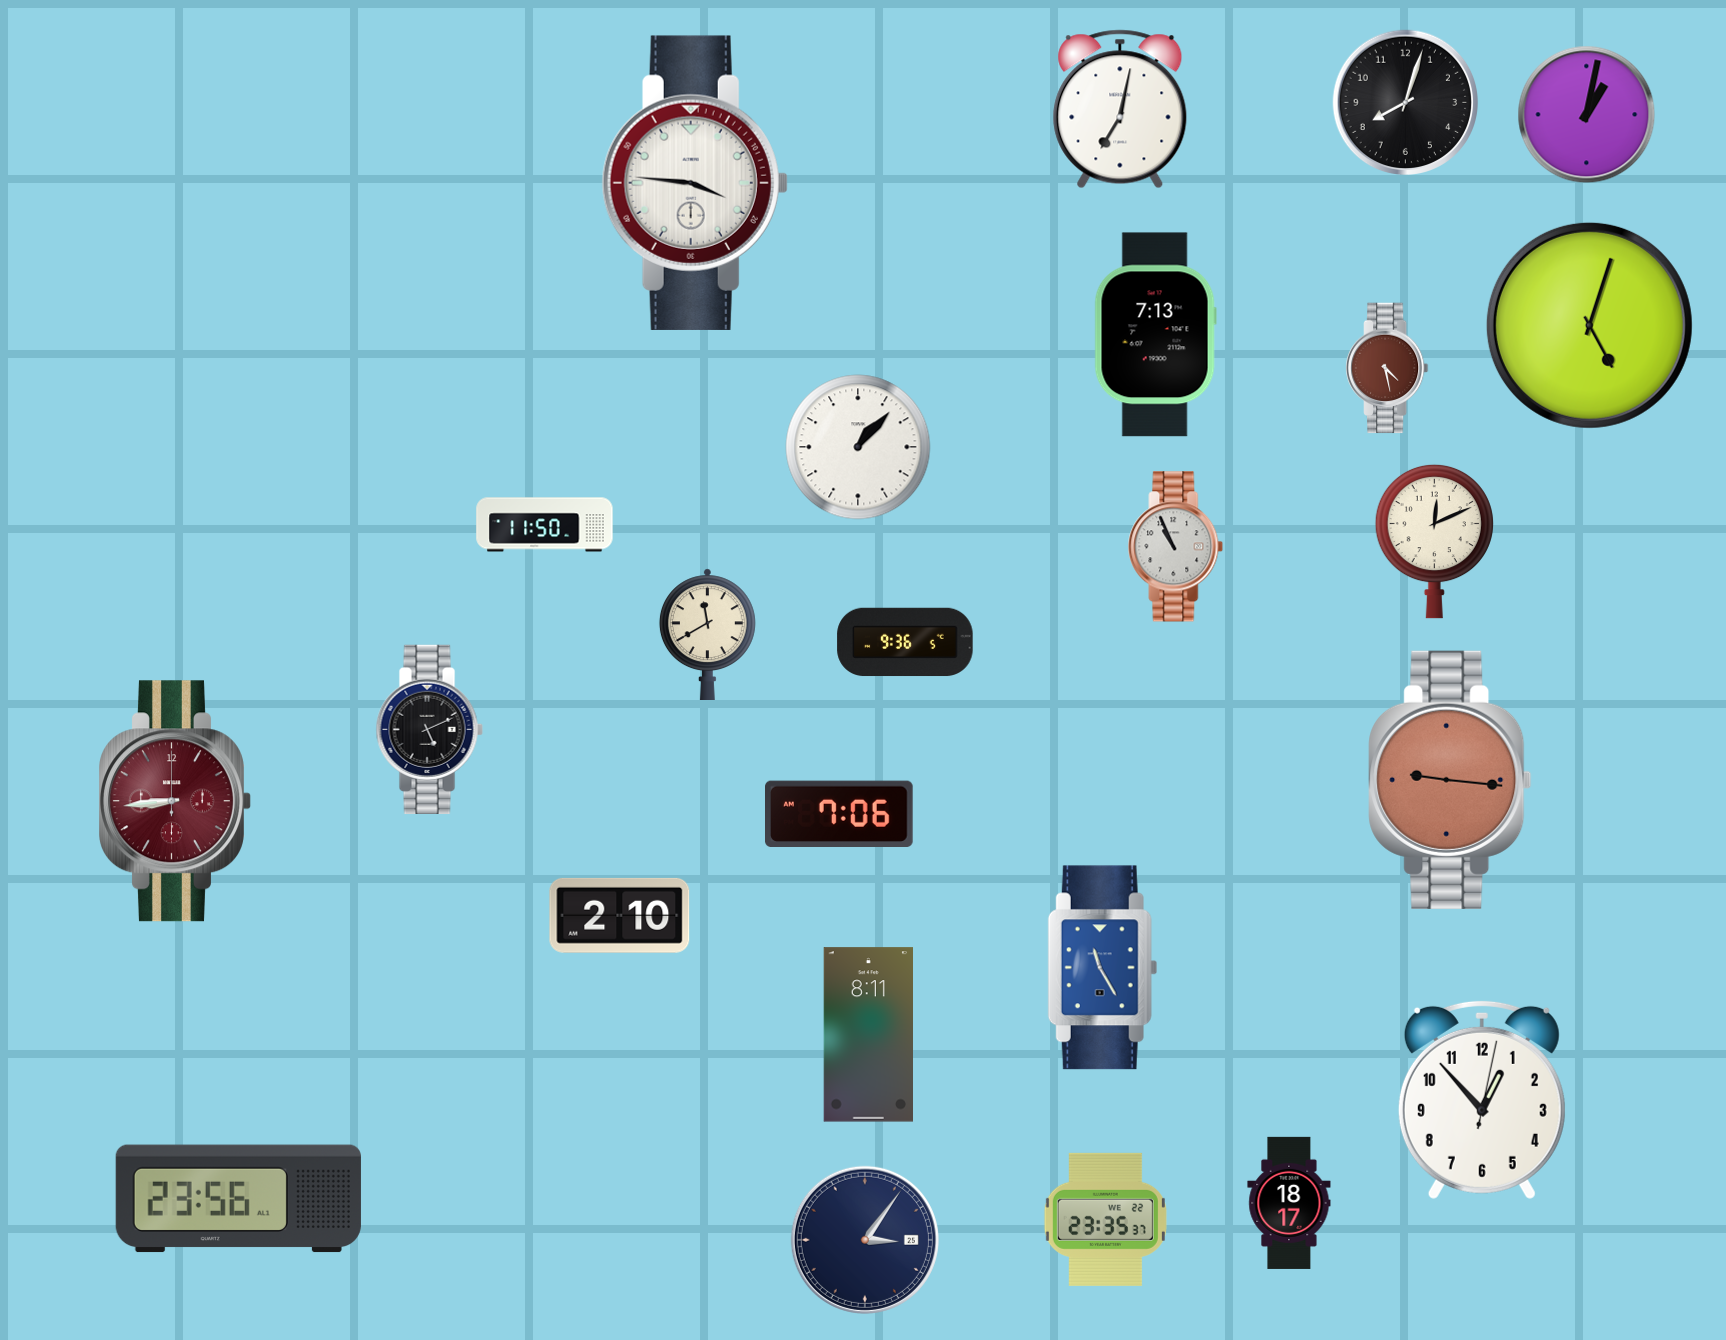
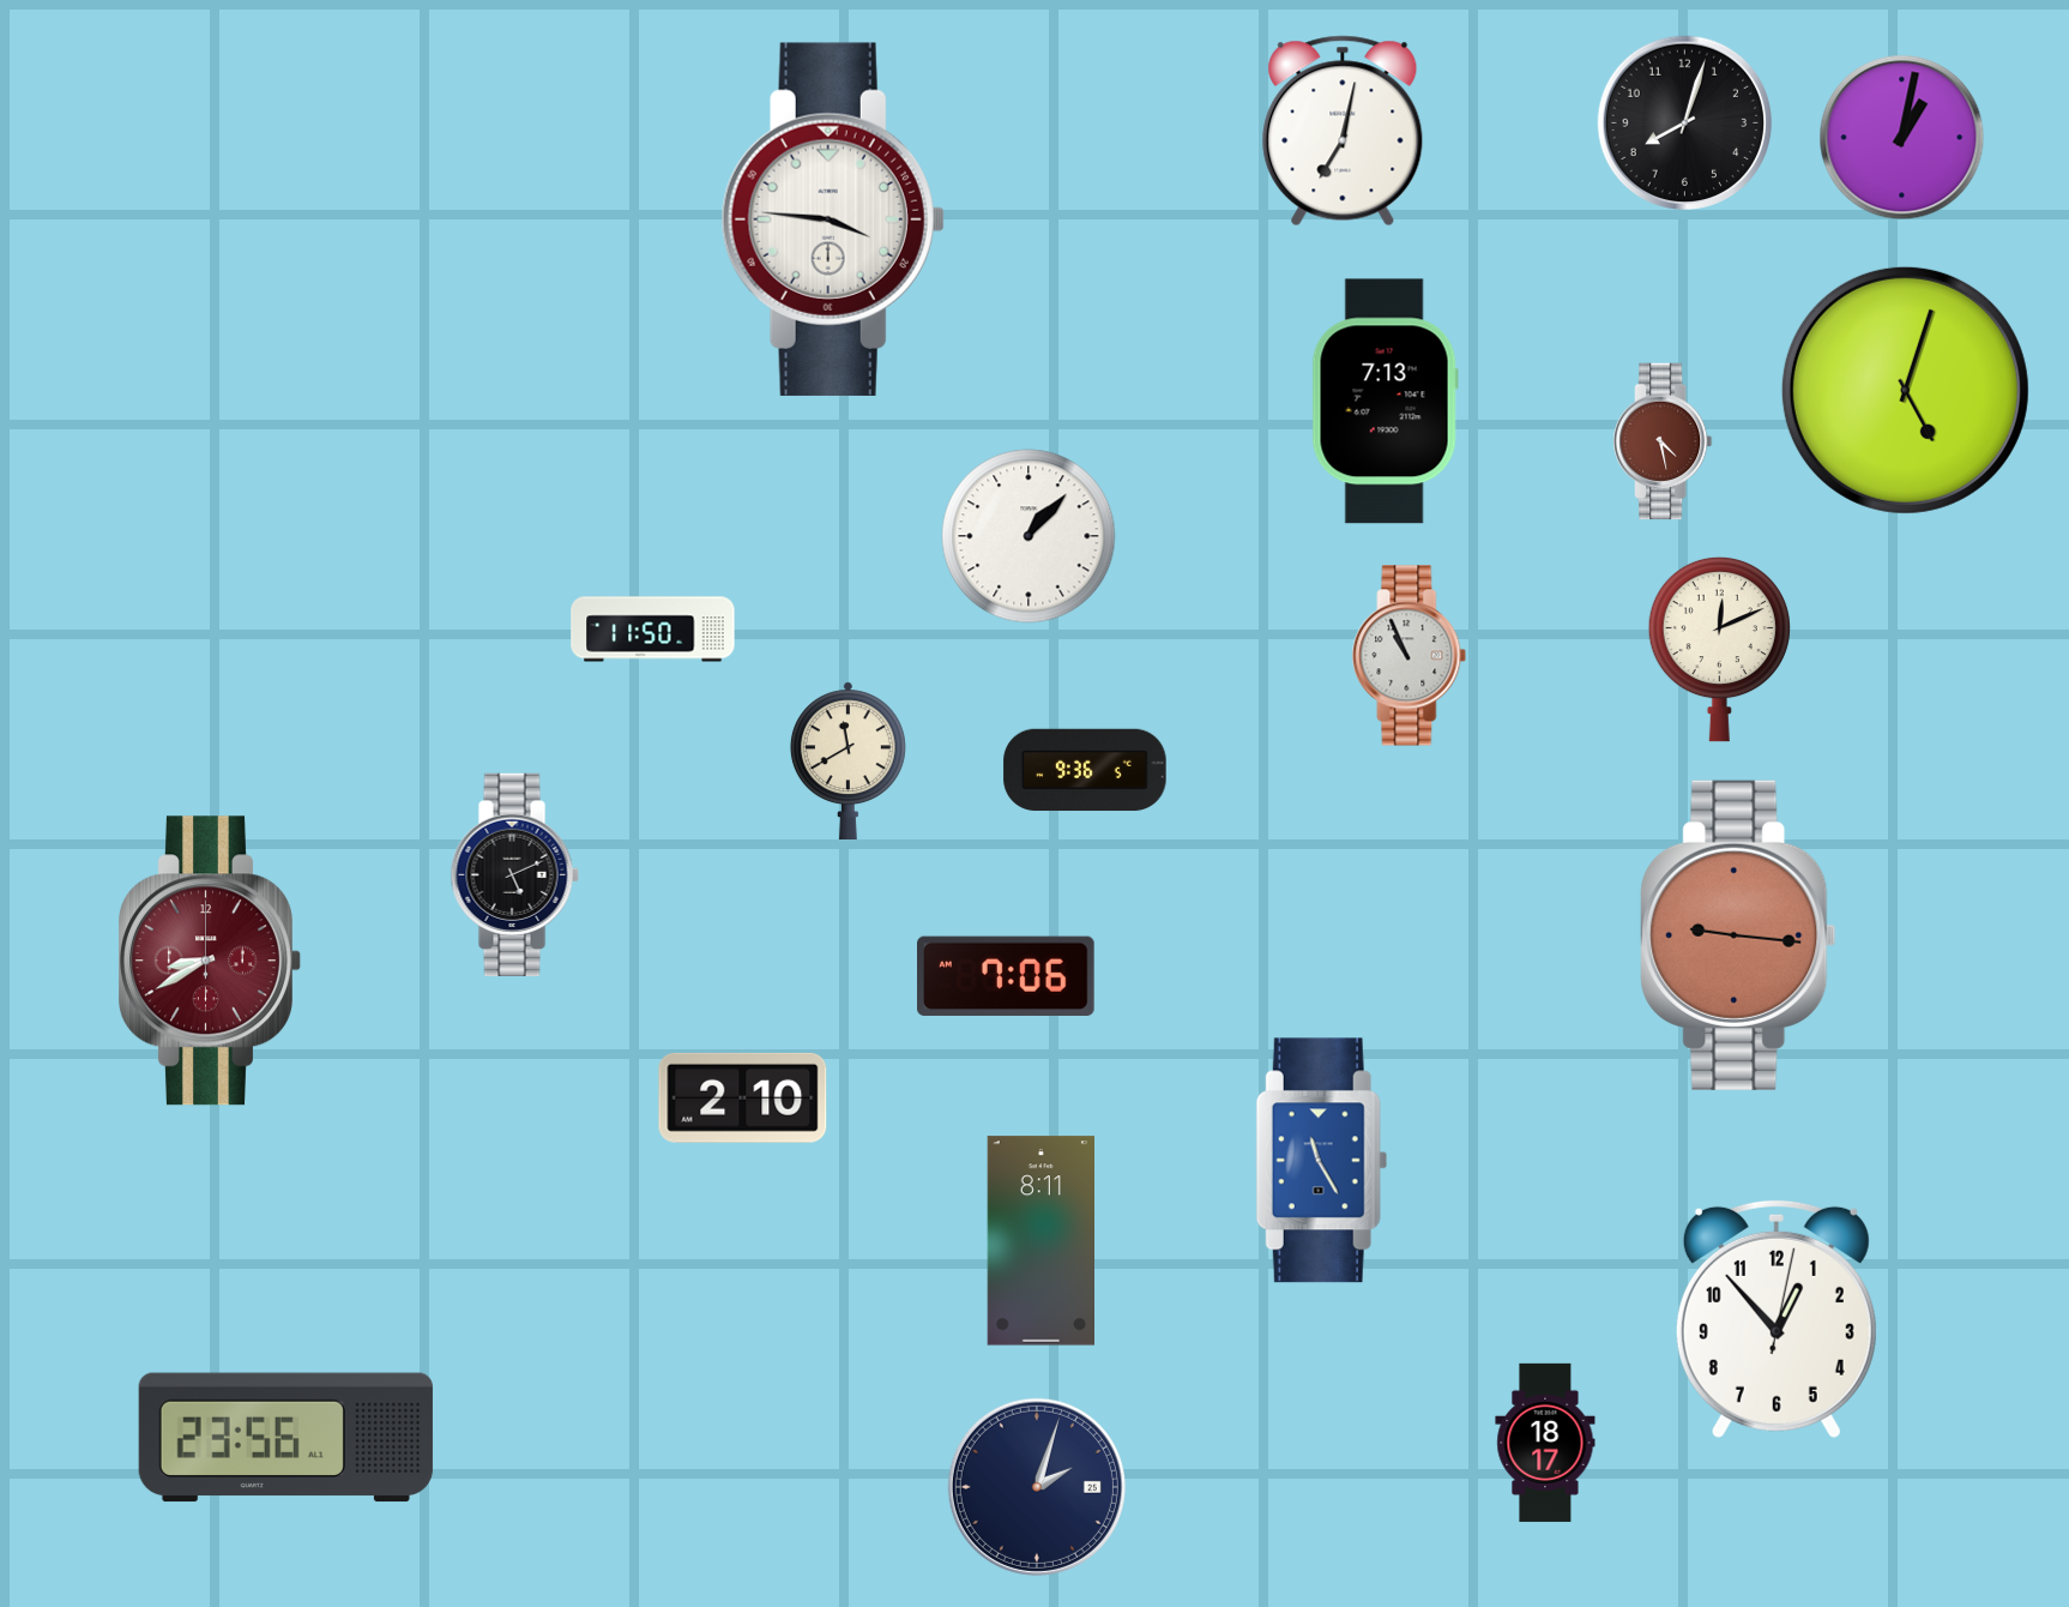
clock at (176, 801): 8:44 -> 8:40
clock at (1105, 1219): 23:35 -> none
clock at (865, 1240): 3:06 -> 2:03
